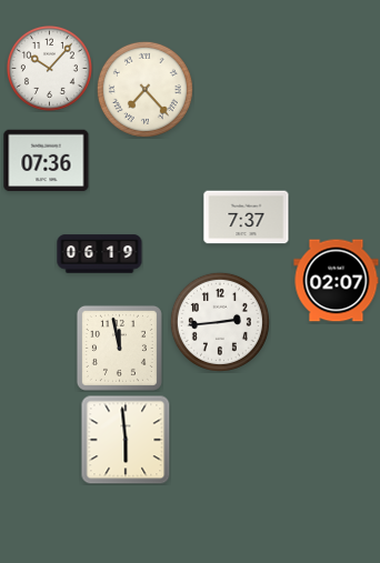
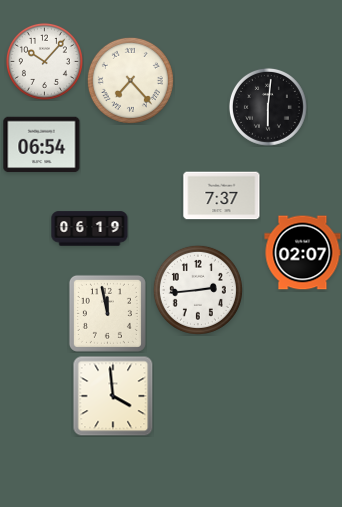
clock at (268, 107): none -> 6:01
clock at (47, 161): 07:36 -> 06:54
clock at (126, 440): 5:59 -> 3:59
